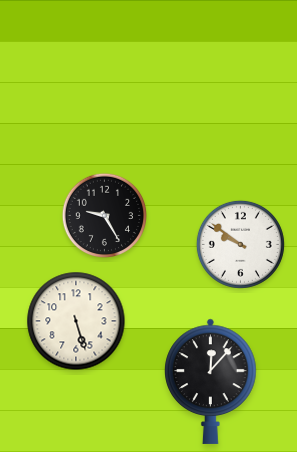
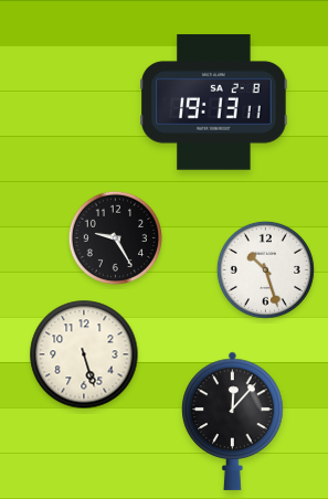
clock at (214, 103): none -> 19:13
clock at (240, 244): 9:51 -> 10:27
